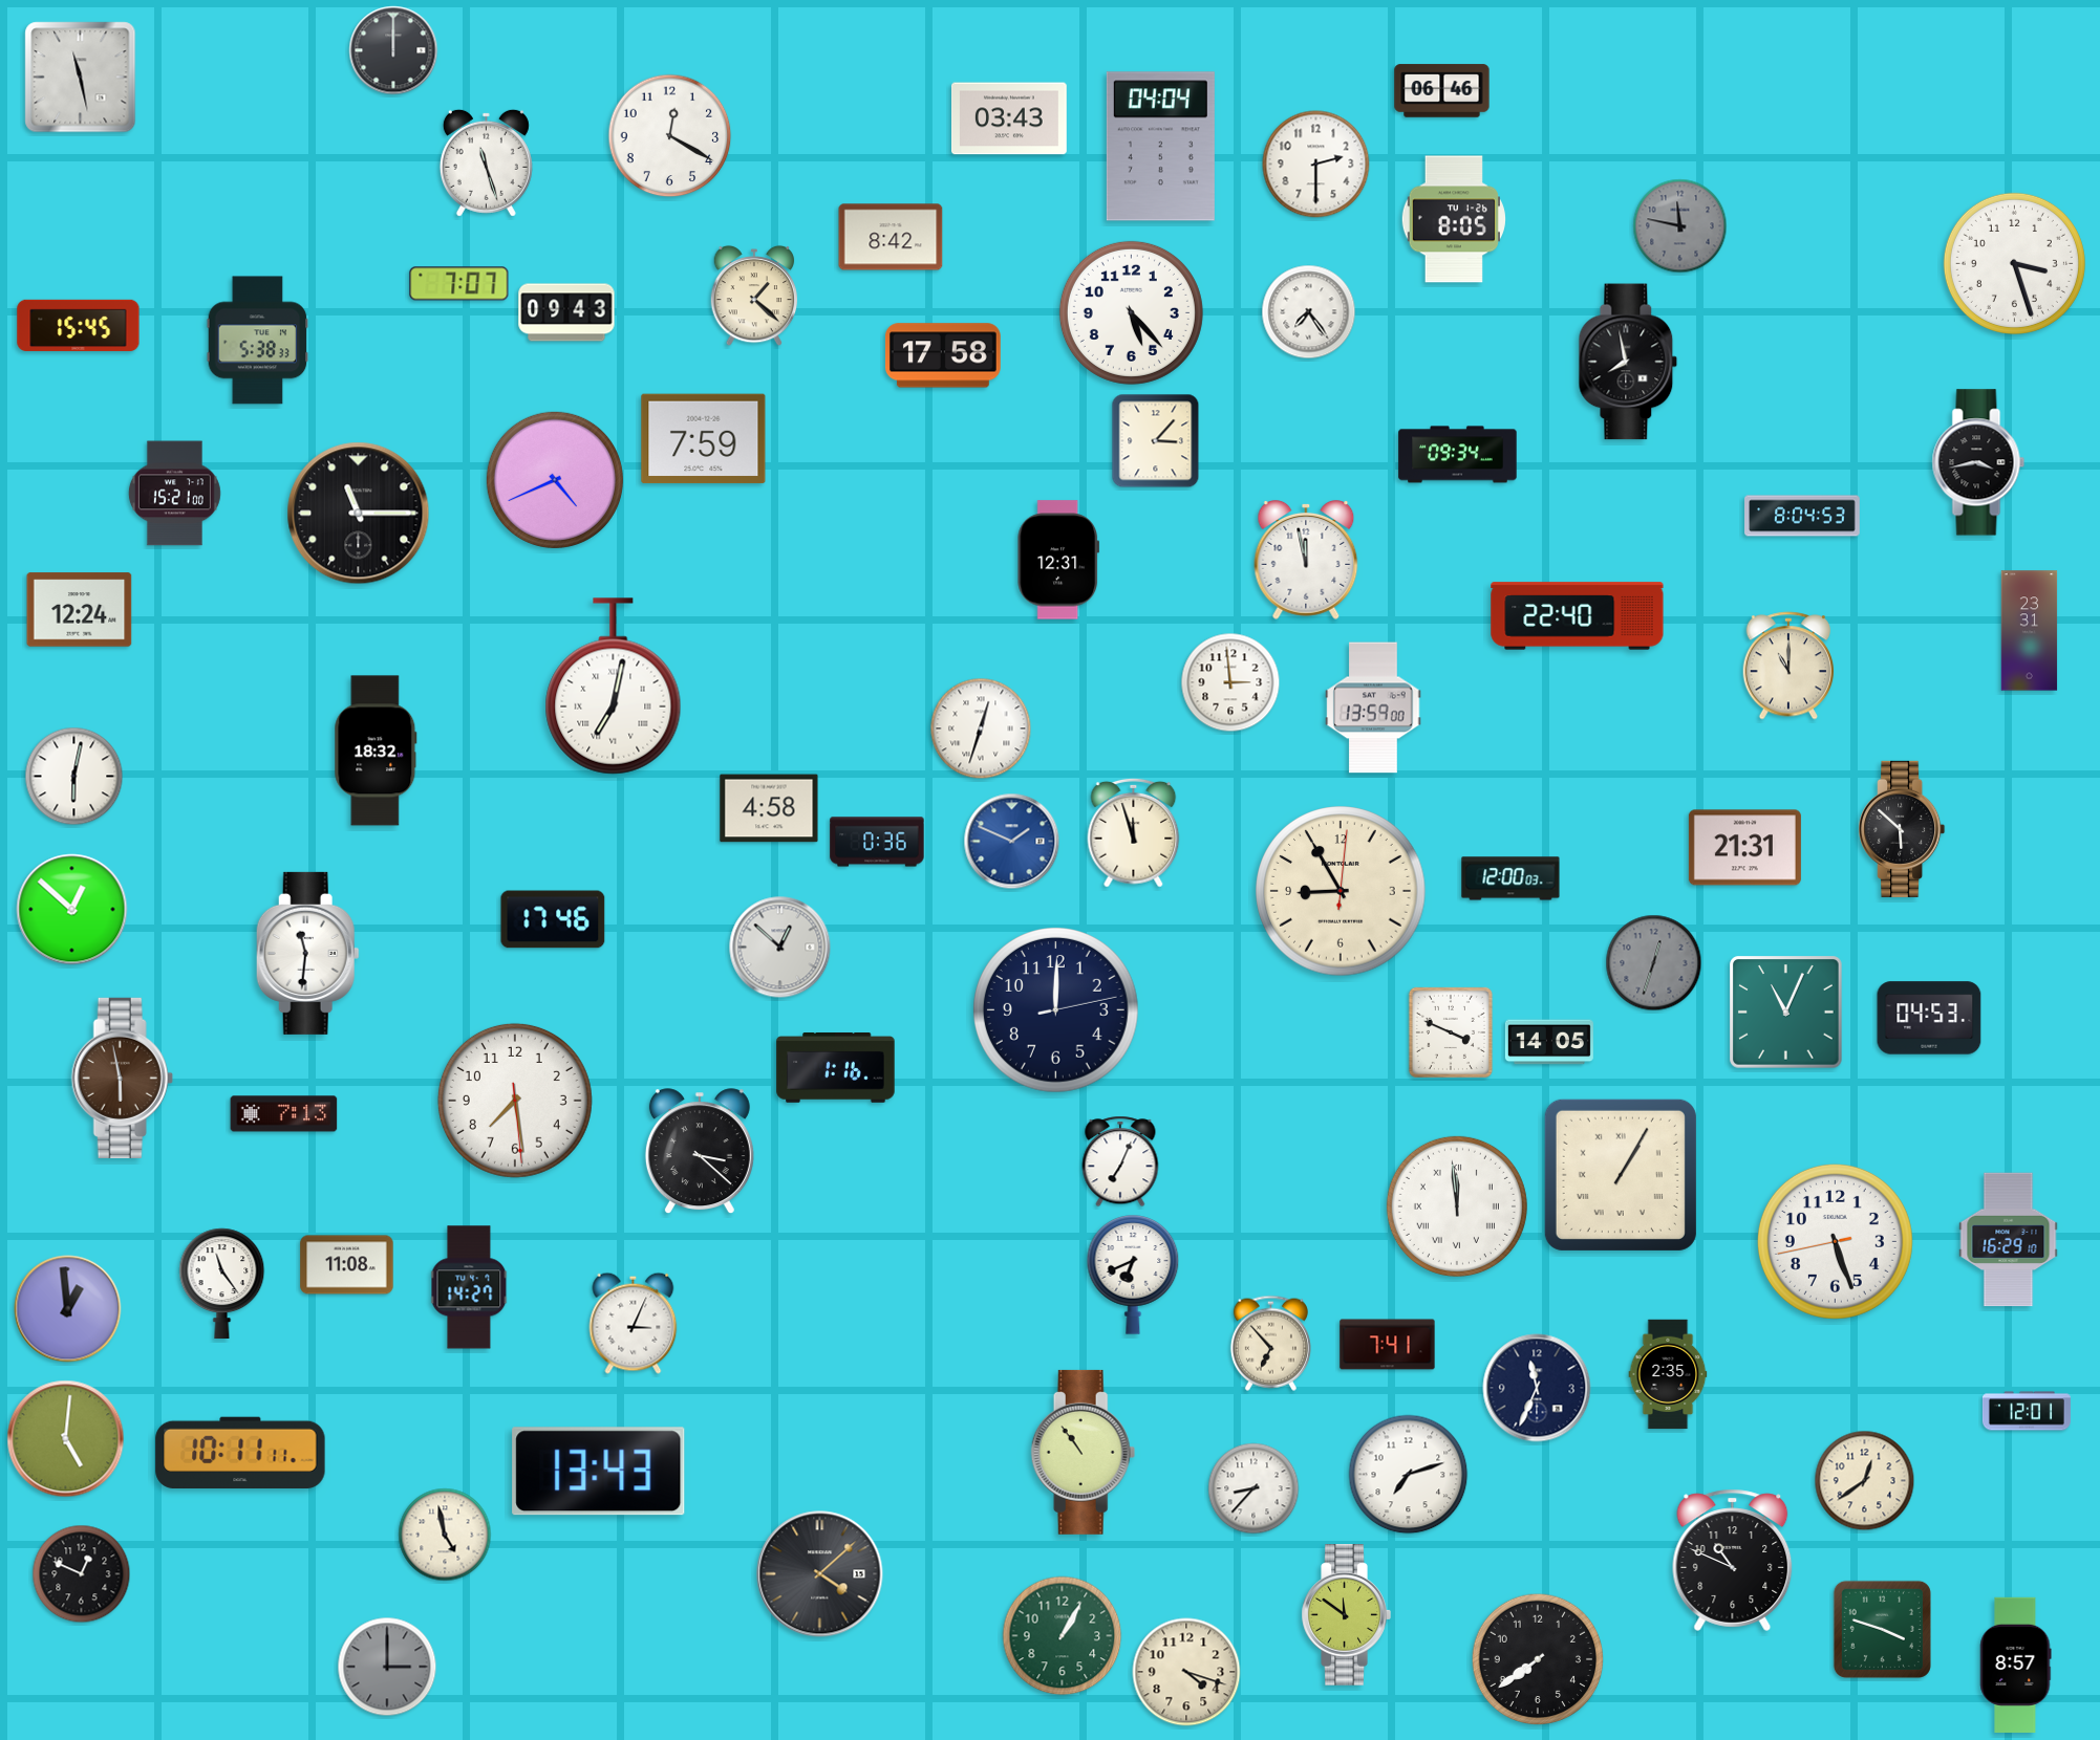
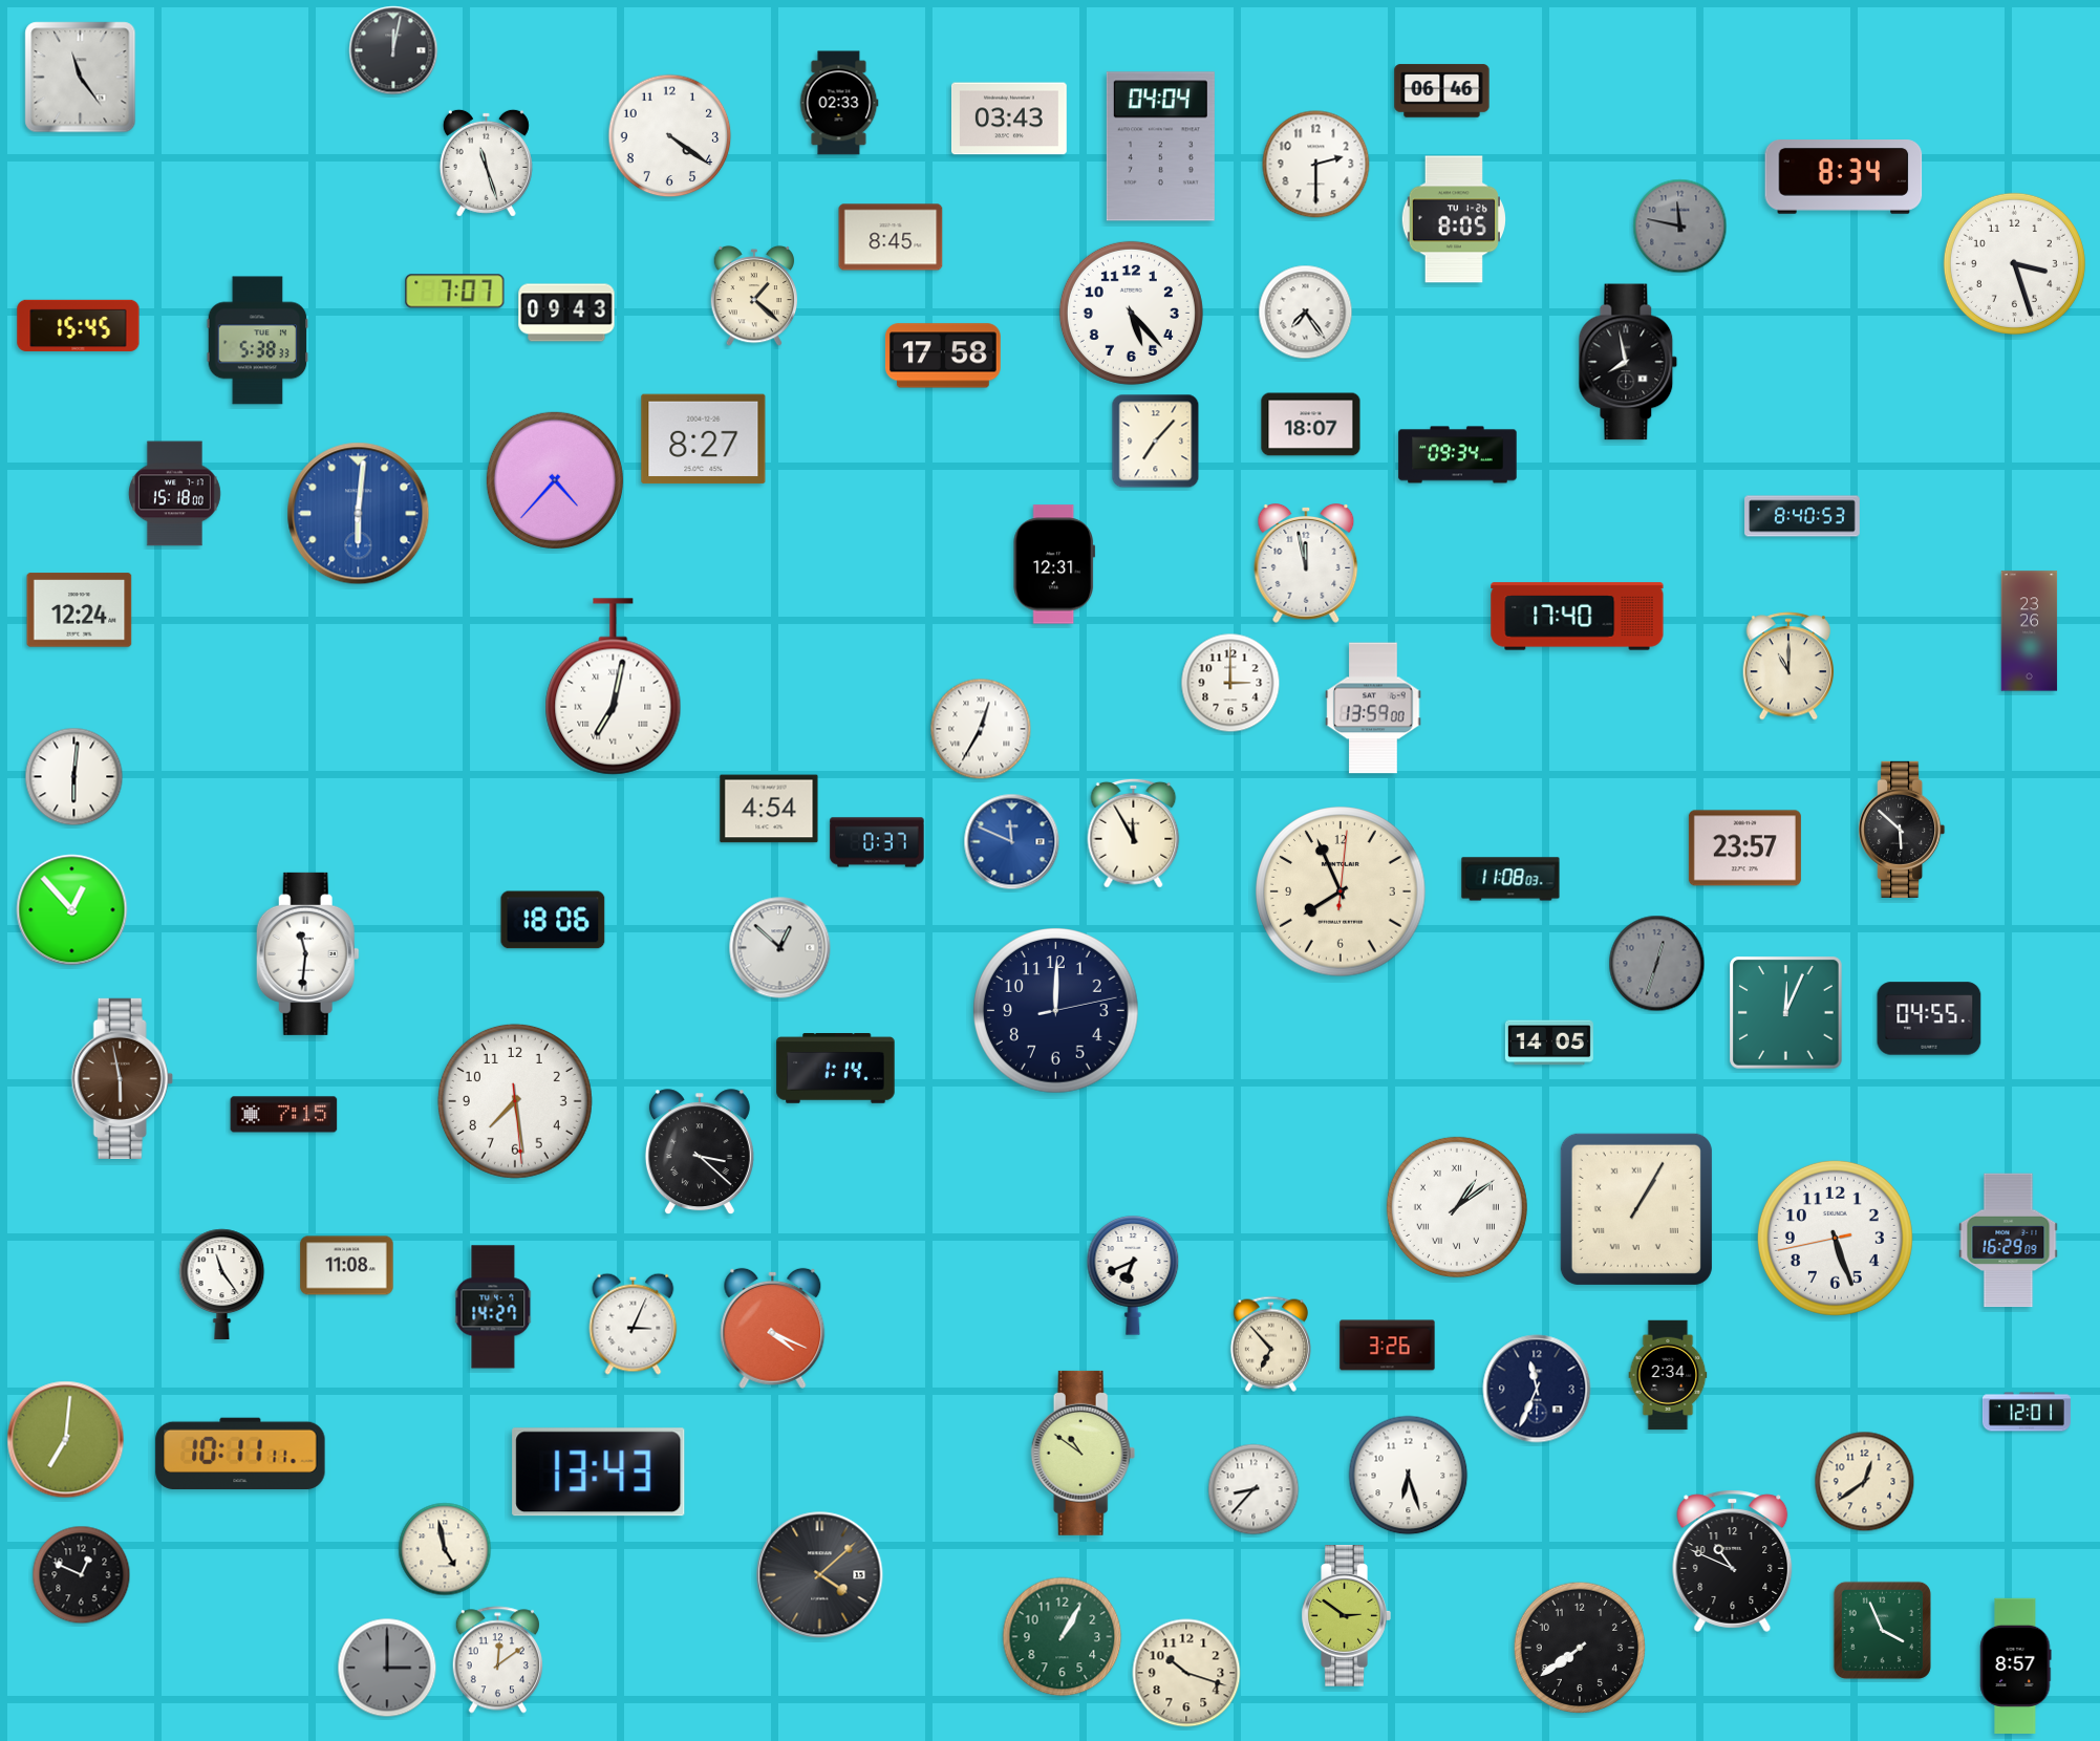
clock at (393, 50): 12:00 -> 12:02
clock at (81, 78): 11:28 -> 11:24
clock at (839, 103): none -> 02:33
clock at (670, 136): 12:20 -> 4:21
clock at (1844, 177): none -> 8:34
clock at (891, 237): 8:42 -> 8:45
clock at (459, 284) position: (459, 284) -> (455, 292)
clock at (1309, 312) position: (1309, 312) -> (1306, 313)
clock at (1311, 425): none -> 18:07
clock at (704, 439): 7:59 -> 8:27
clock at (1156, 441): 3:07 -> 7:07
clock at (1978, 462): 3:43 -> none
clock at (555, 480): 4:41 -> 4:37
clock at (174, 494): 15:21 -> 15:18
clock at (359, 514): 11:15 -> 6:01
clock at (359, 514) dial: black -> blue
clock at (1802, 516): 8:04 -> 8:40
clock at (1058, 560) position: (1058, 560) -> (1054, 564)
clock at (1306, 561) position: (1306, 561) -> (1306, 564)
clock at (1578, 616): 22:40 -> 17:40
clock at (2030, 631): 23:31 -> 23:26
clock at (1230, 682): 2:59 -> 3:00
clock at (981, 728): 12:33 -> 12:35
clock at (376, 751): 18:32 -> none
clock at (74, 777): 6:02 -> 6:01
clock at (769, 808): 4:58 -> 4:54
clock at (1134, 832): 11:57 -> 11:55
clock at (877, 842): 0:36 -> 0:37
clock at (1012, 842): 1:49 -> 11:49
clock at (1744, 848): 21:31 -> 23:57
clock at (1510, 878): 12:00 -> 11:08
clock at (1341, 891): 8:55 -> 7:56
clock at (72, 910): 12:52 -> 12:53
clock at (553, 919): 17:46 -> 18:06
clock at (1654, 963) position: (1654, 963) -> (1657, 964)
clock at (1786, 1013): 11:04 -> 12:04
clock at (1929, 1018): 04:53 -> 04:55
clock at (1451, 1032): 3:49 -> none
clock at (836, 1068): 1:16 -> 1:14
clock at (284, 1114): 7:13 -> 7:15
clock at (1120, 1161): 7:04 -> none
clock at (1621, 1175) position: (1621, 1175) -> (1636, 1209)
clock at (1457, 1206): 11:59 -> 1:09
clock at (2009, 1240): 16:29:10 -> 16:29:09
clock at (1835, 1241) position: (1835, 1241) -> (1835, 1238)
clock at (469, 1287) position: (469, 1287) -> (493, 1307)
clock at (68, 1309): 12:59 -> none
clock at (773, 1328): none -> 4:19
clock at (1388, 1345): 7:41 -> 3:26
clock at (1668, 1374): 2:35 -> 2:34
clock at (66, 1439): 5:01 -> 7:01
clock at (1084, 1452): 10:54 -> 10:51
clock at (1409, 1475): 7:12 -> 6:27
clock at (445, 1535) position: (445, 1535) -> (445, 1549)
clock at (1346, 1615): 11:51 -> 2:51
clock at (1882, 1629): 3:48 -> 3:56
clock at (497, 1660): none -> 12:09
clock at (1538, 1659) position: (1538, 1659) -> (1580, 1648)
clock at (1186, 1672): 4:18 -> 10:18
